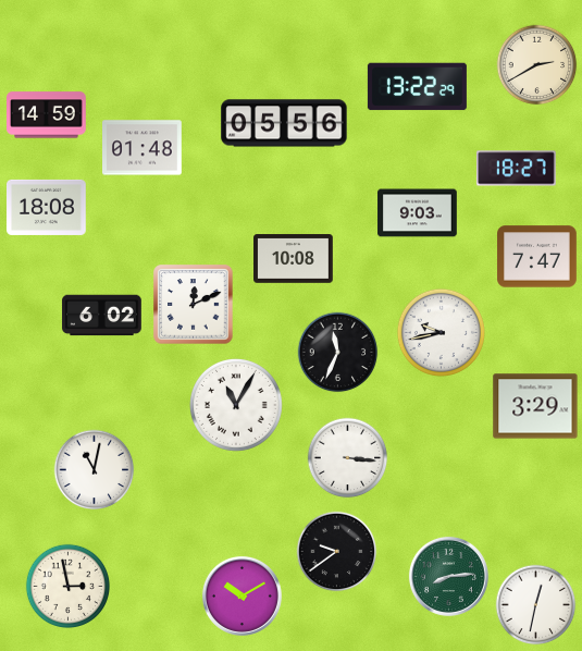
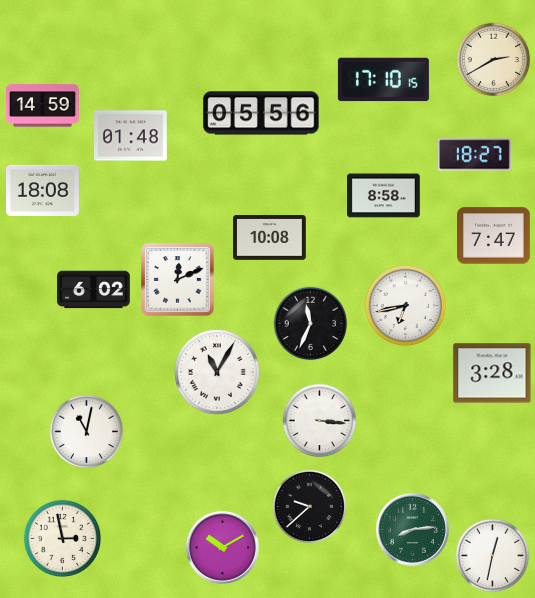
clock at (417, 87): 13:22 -> 17:10
clock at (418, 213): 9:03 -> 8:58
clock at (441, 332): 9:43 -> 6:43
clock at (535, 406): 3:29 -> 3:28
clock at (337, 552): 9:39 -> 9:38
